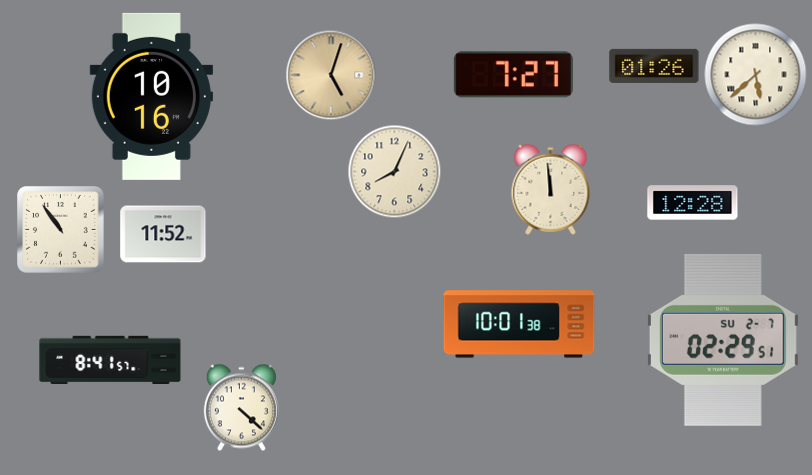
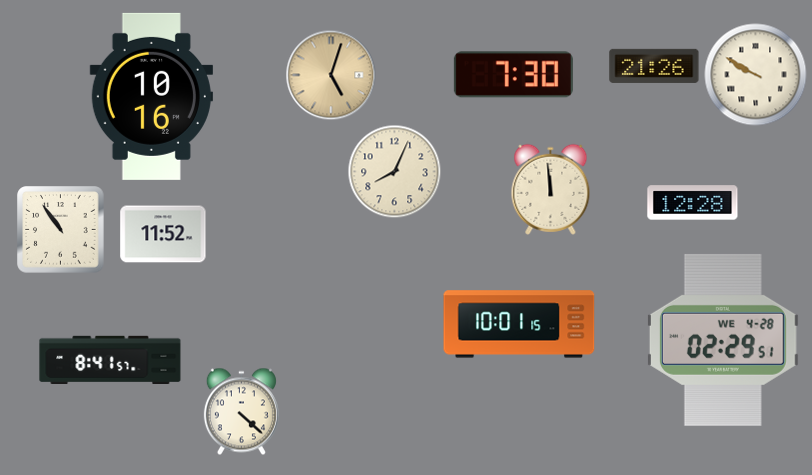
clock at (654, 66): 01:26 -> 21:26
clock at (513, 75): 7:27 -> 7:30
clock at (756, 75): 5:38 -> 9:50
clock at (519, 324): 10:01:38 -> 10:01:15
clock at (723, 340) date: SU 2-7 -> WE 4-28
clock at (241, 407) position: (241, 407) -> (241, 411)
